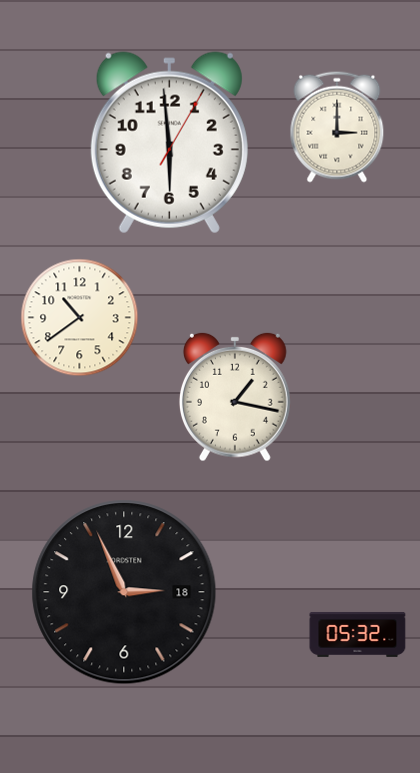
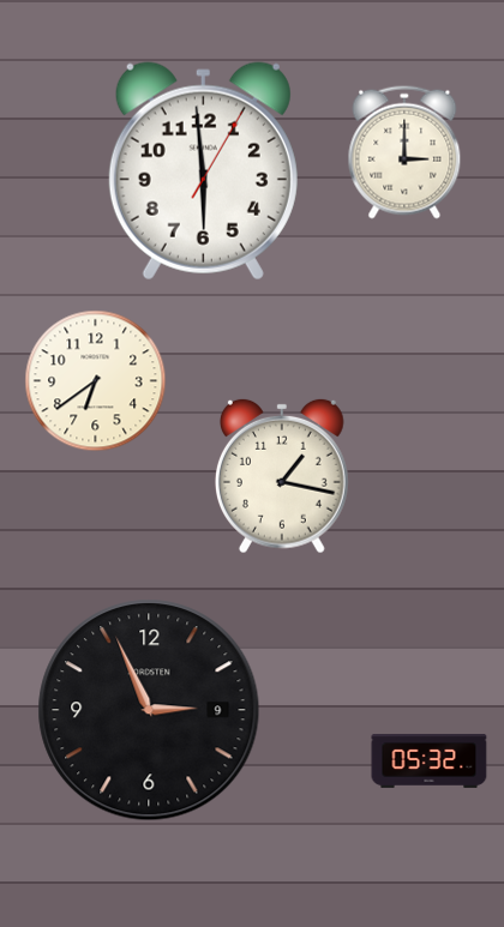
clock at (80, 318): 10:39 -> 6:39
clock at (124, 592) date: 18 -> 9
